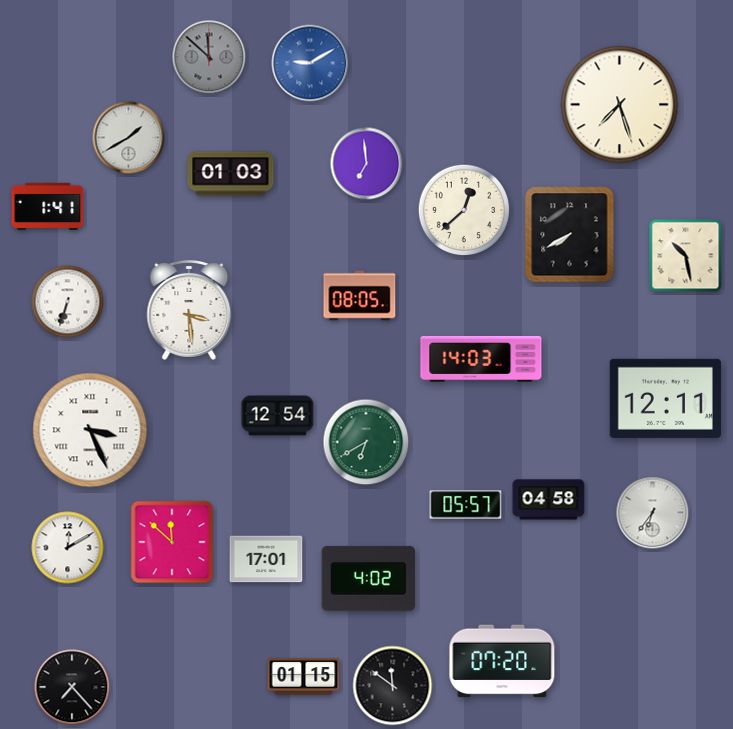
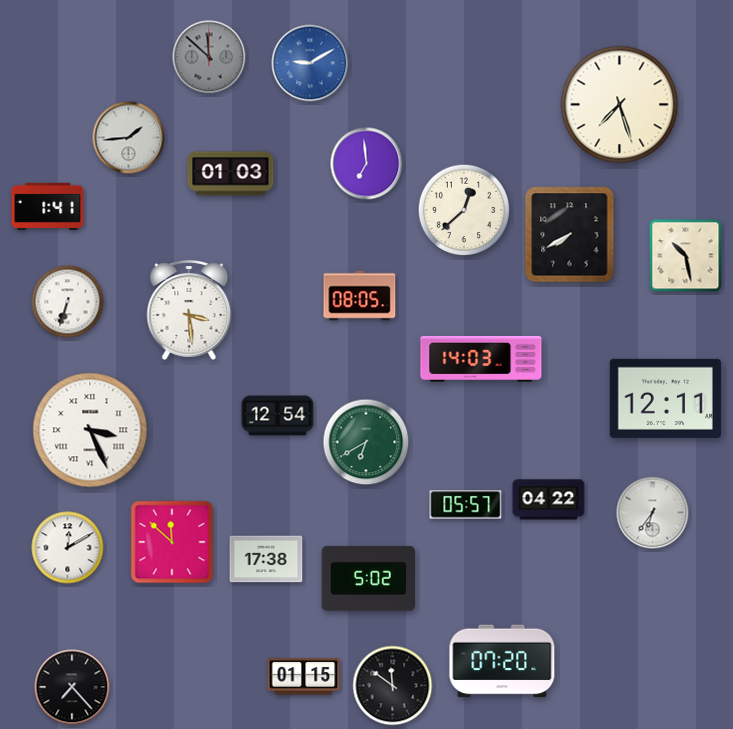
clock at (129, 138): 1:40 -> 1:44
clock at (549, 500): 04:58 -> 04:22
clock at (266, 559): 17:01 -> 17:38
clock at (368, 578): 4:02 -> 5:02
